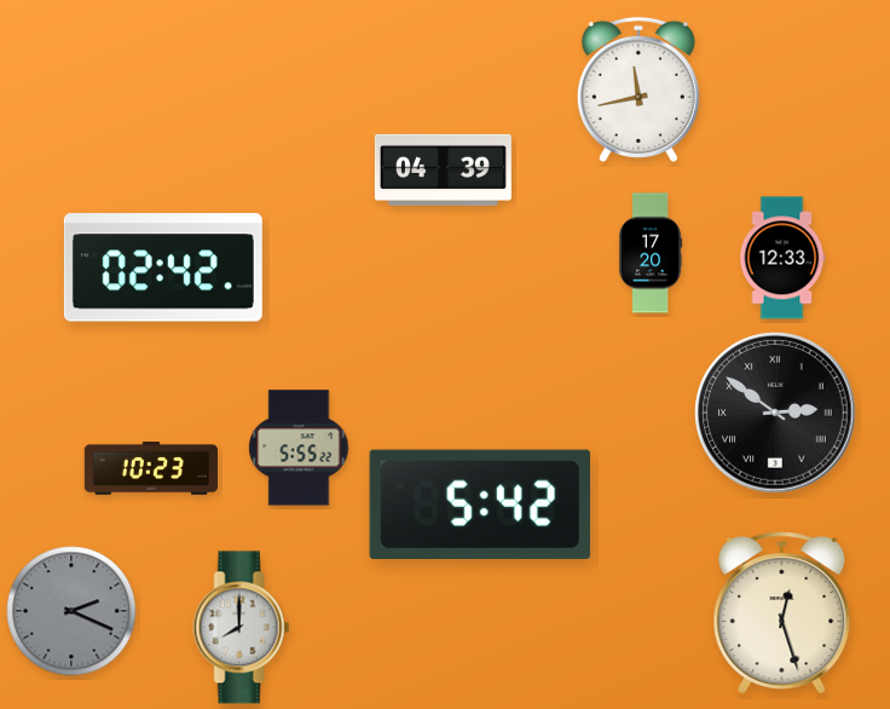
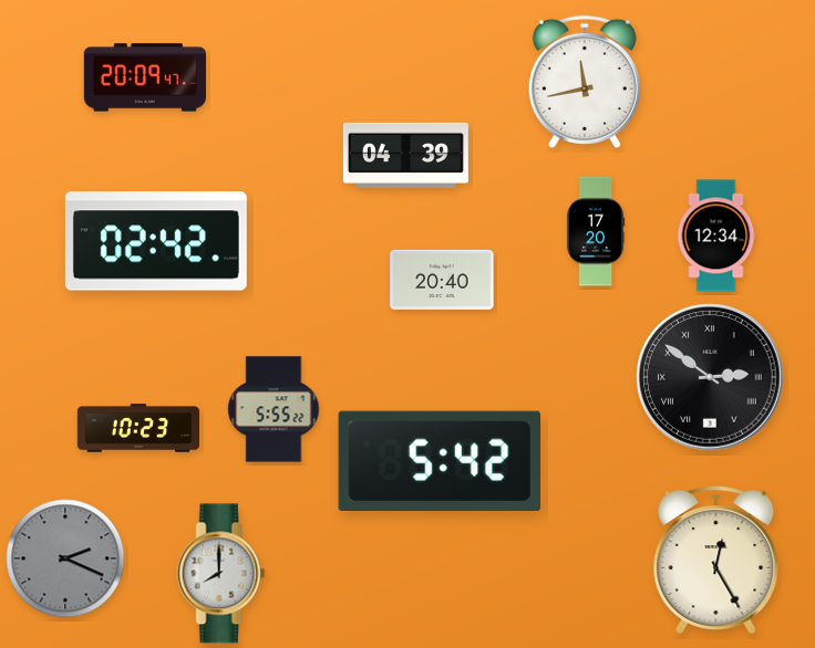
clock at (145, 77): none -> 20:09
clock at (782, 258): 12:33 -> 12:34
clock at (163, 267) position: (163, 267) -> (156, 241)
clock at (442, 280): none -> 20:40
clock at (782, 613): 12:27 -> 12:25
